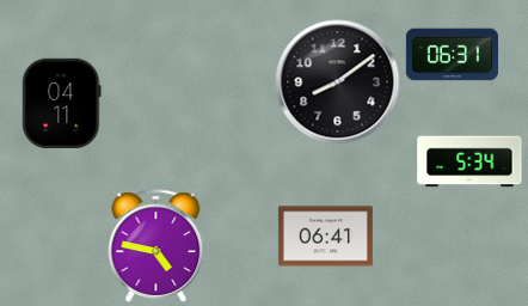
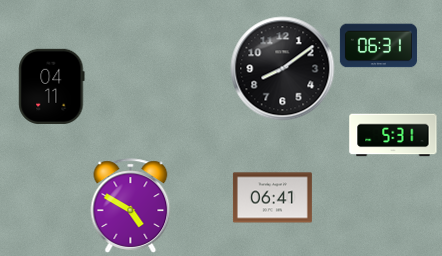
clock at (469, 161): 5:34 -> 5:31
clock at (156, 246): 4:47 -> 4:50
